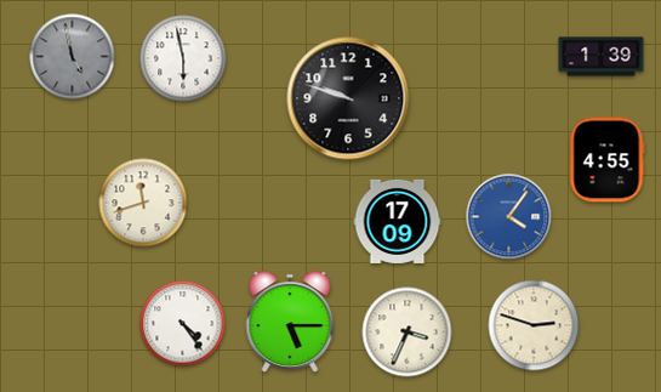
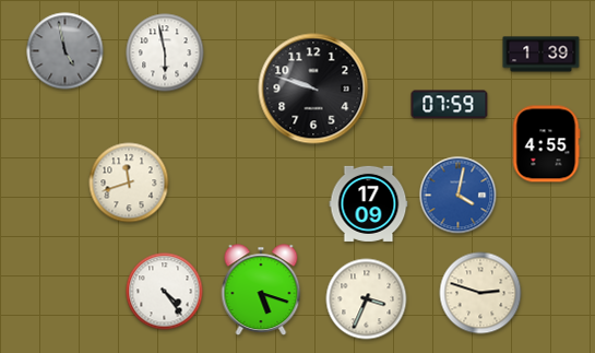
clock at (602, 57) position: (602, 57) -> (542, 55)
clock at (450, 105): none -> 07:59
clock at (509, 217): 4:06 -> 4:02
clock at (398, 221) position: (398, 221) -> (369, 203)
clock at (290, 322): 5:15 -> 5:18
